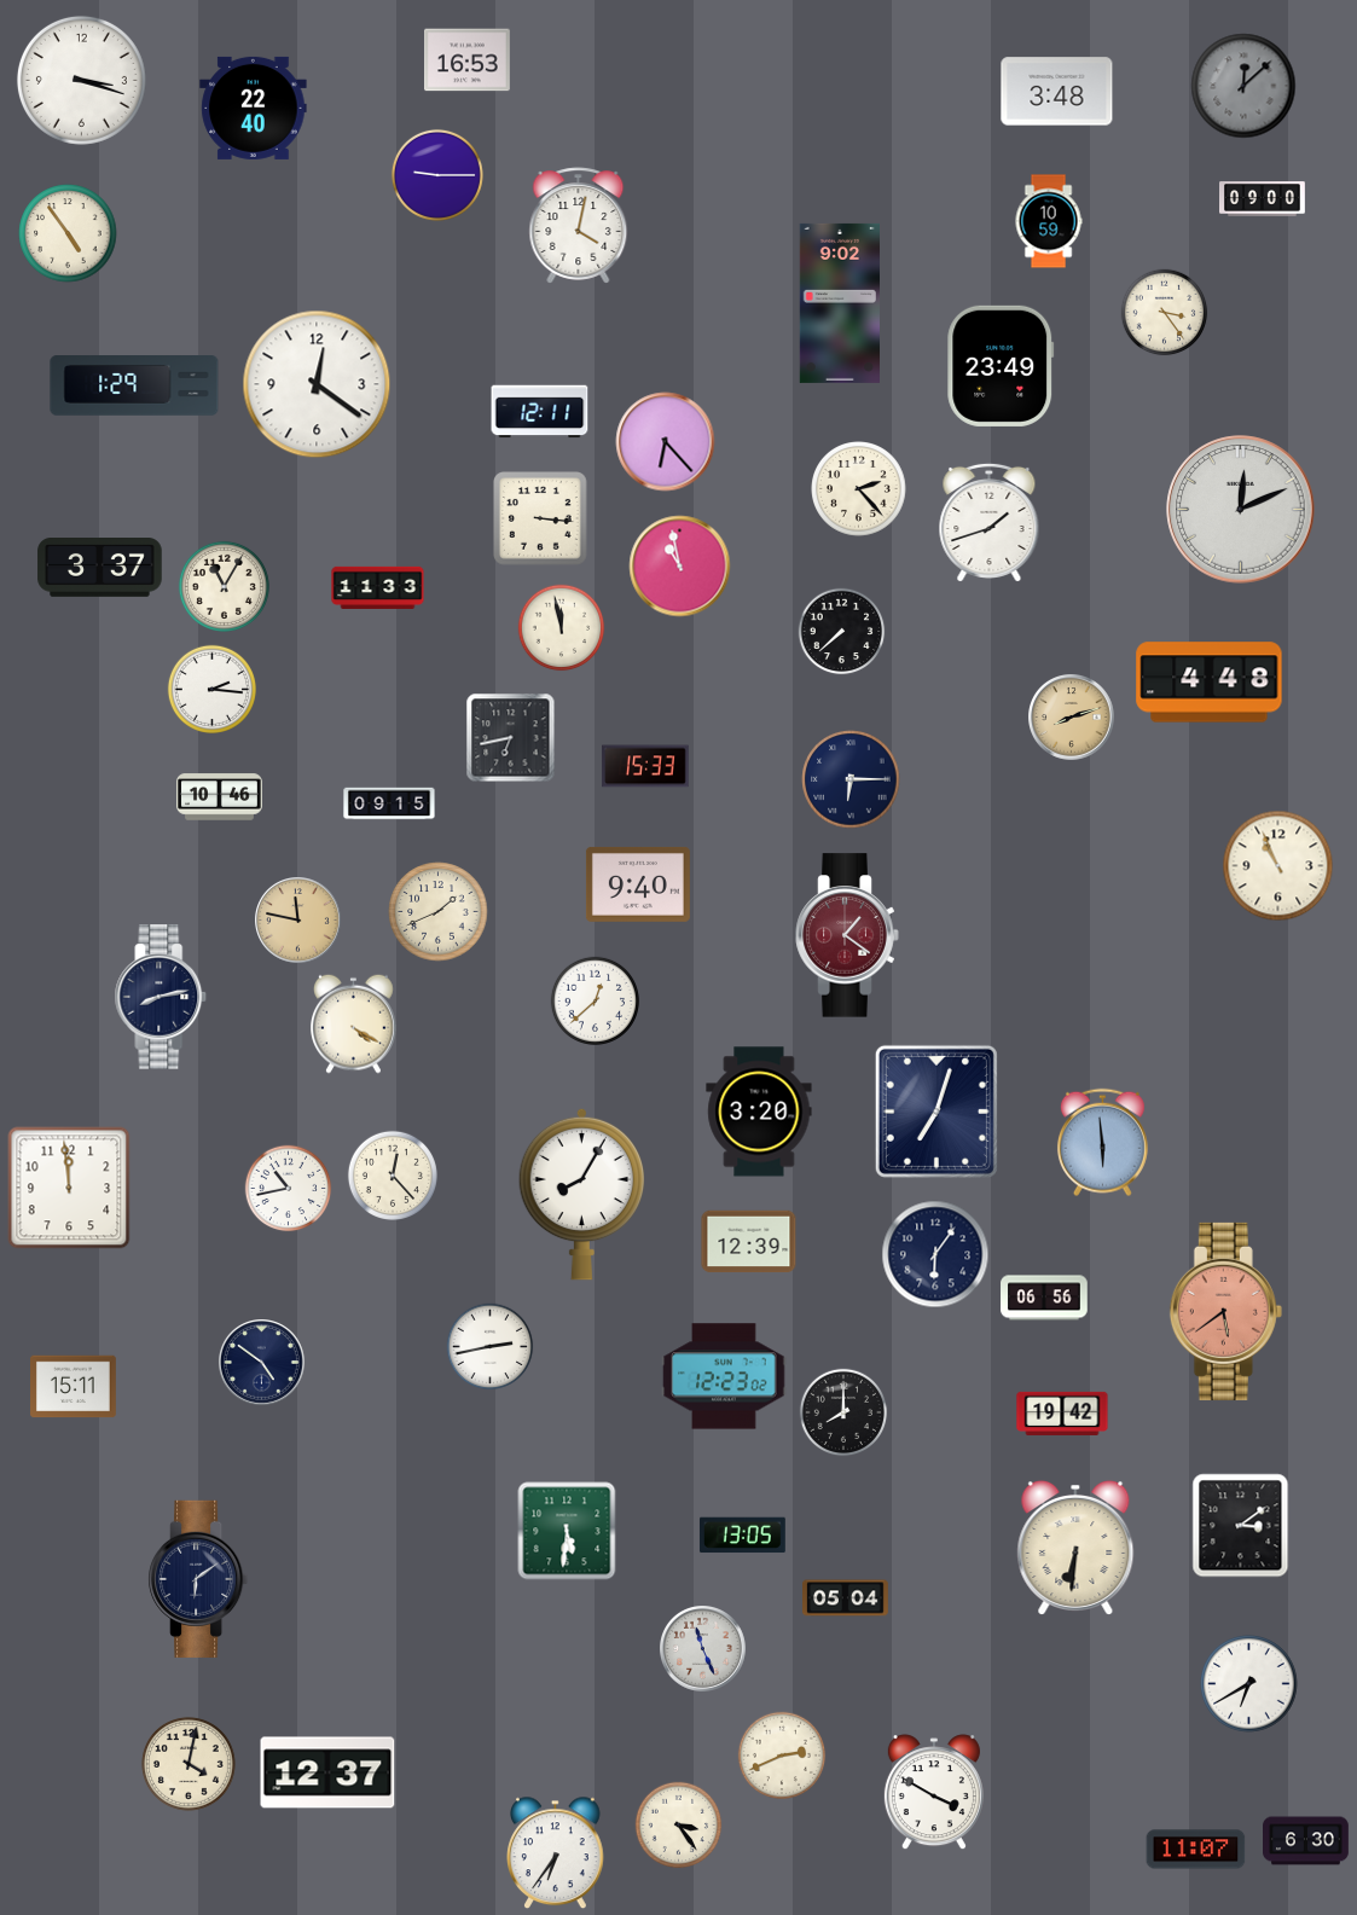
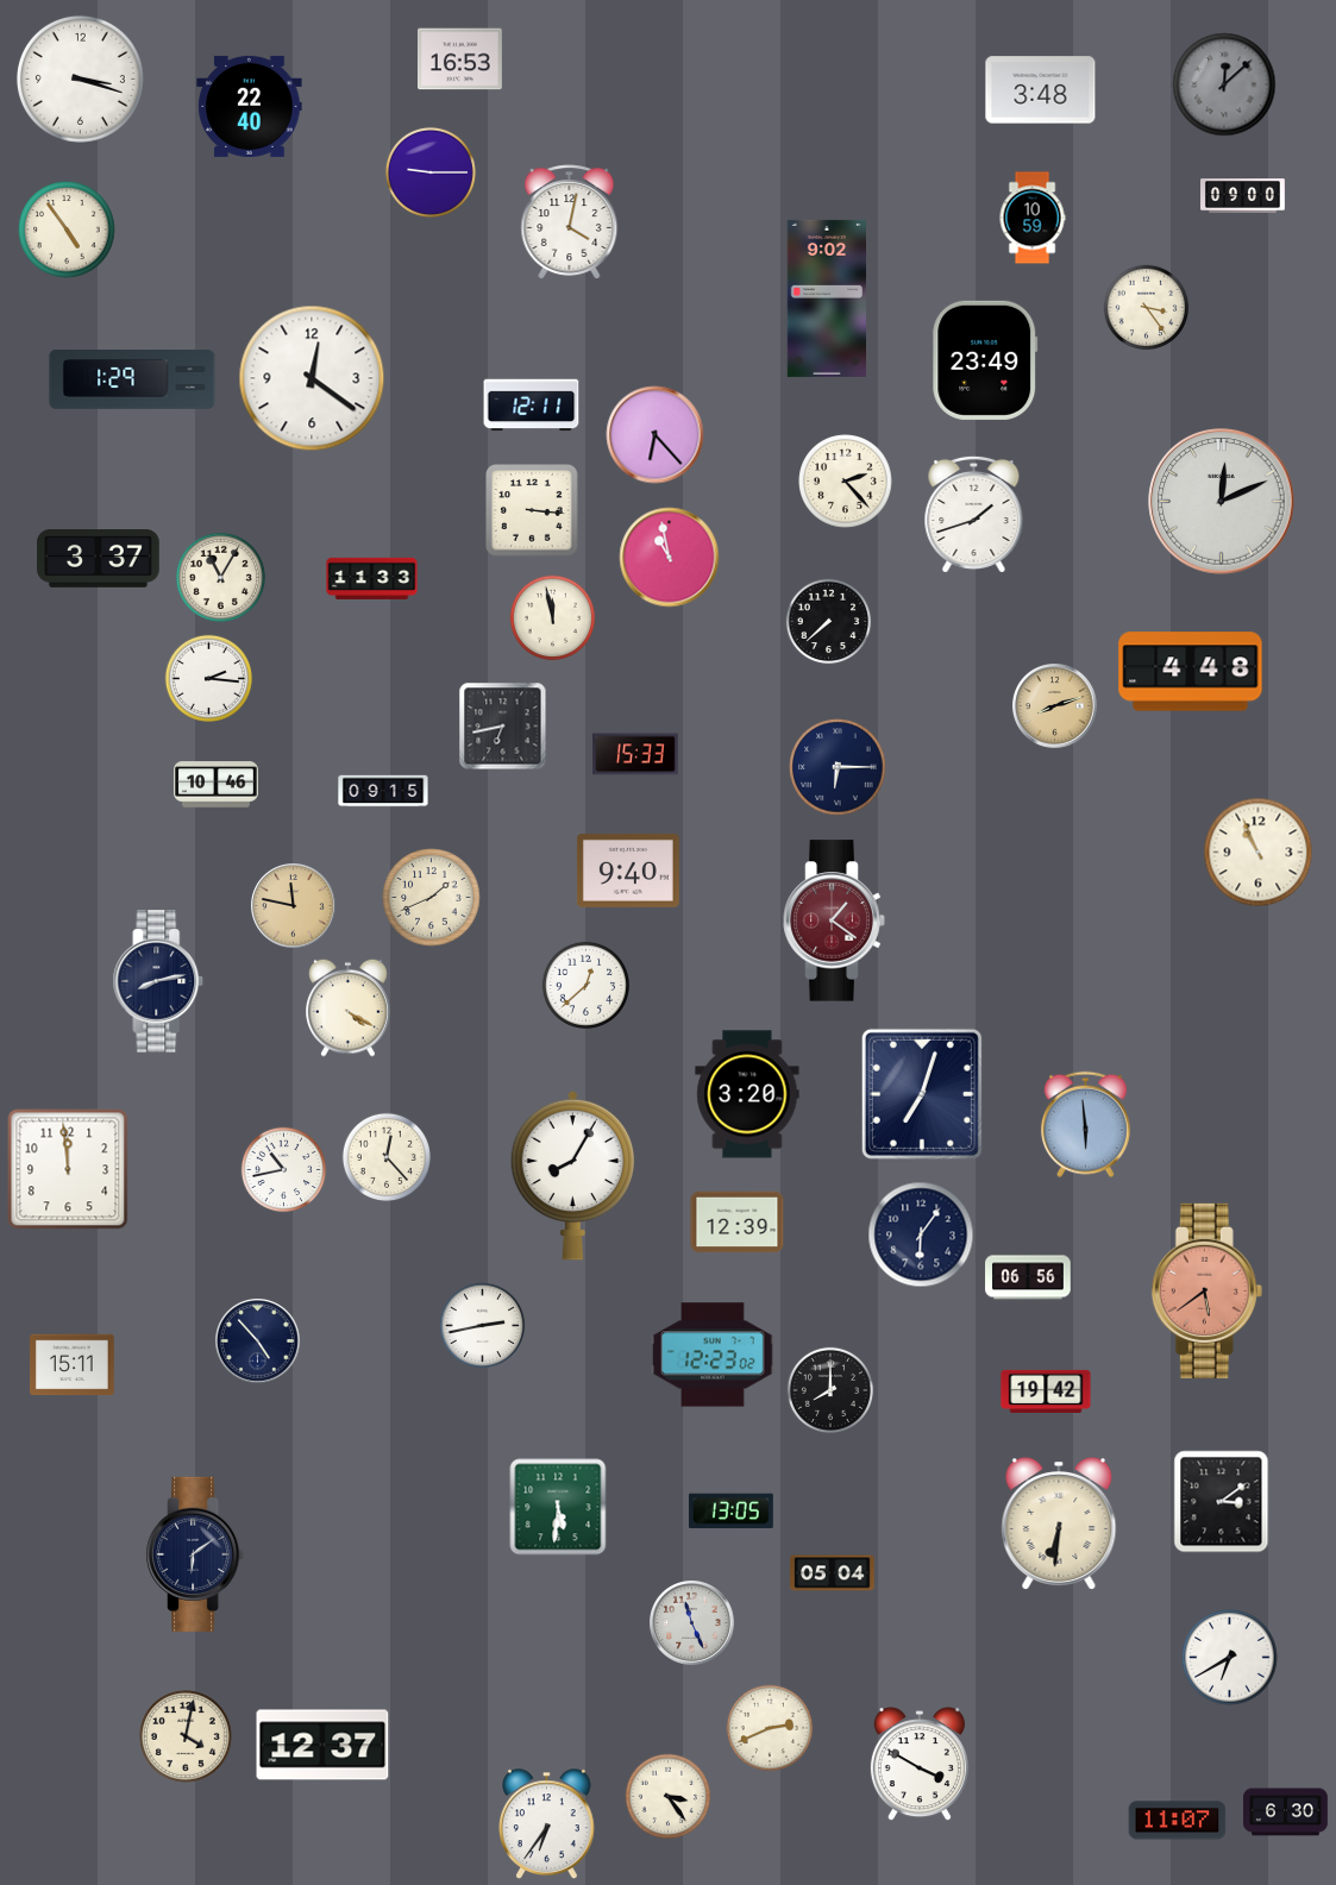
clock at (262, 1363): 4:51 -> 4:53
